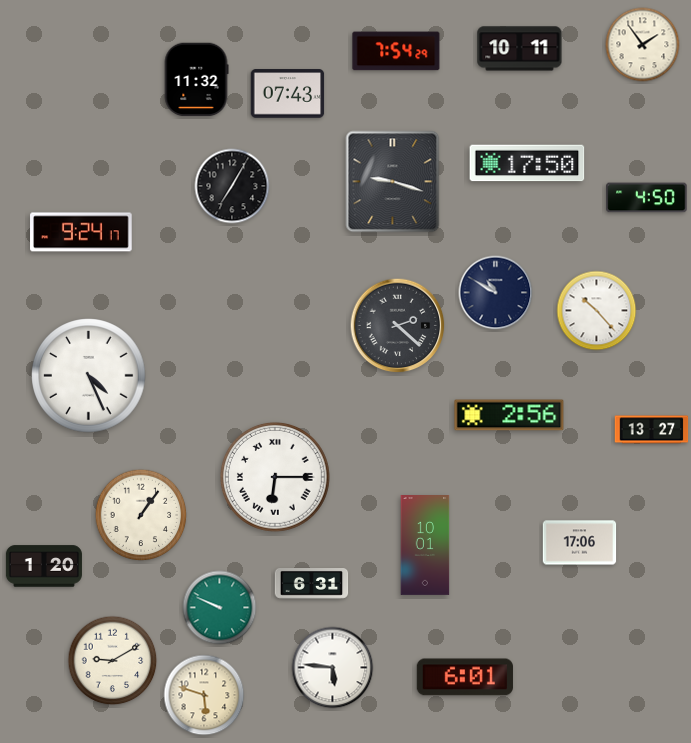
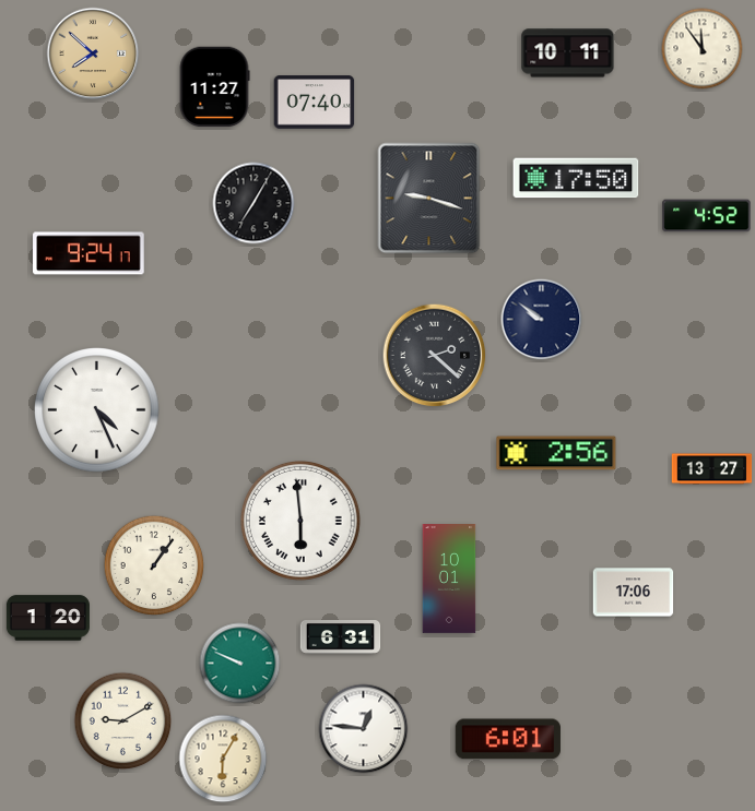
clock at (643, 45): 1:54 -> 11:54
clock at (93, 53): none -> 7:52
clock at (396, 51): 7:54 -> none
clock at (196, 80): 11:32 -> 11:27
clock at (288, 94): 07:43 -> 07:40
clock at (647, 198): 4:50 -> 4:52
clock at (496, 293): 10:50 -> 9:51
clock at (597, 311): 10:23 -> none
clock at (275, 477): 6:15 -> 5:59
clock at (141, 515) position: (141, 515) -> (154, 565)
clock at (425, 546) position: (425, 546) -> (449, 580)
clock at (333, 668): 5:46 -> 12:46
clock at (204, 695): 5:48 -> 6:05
